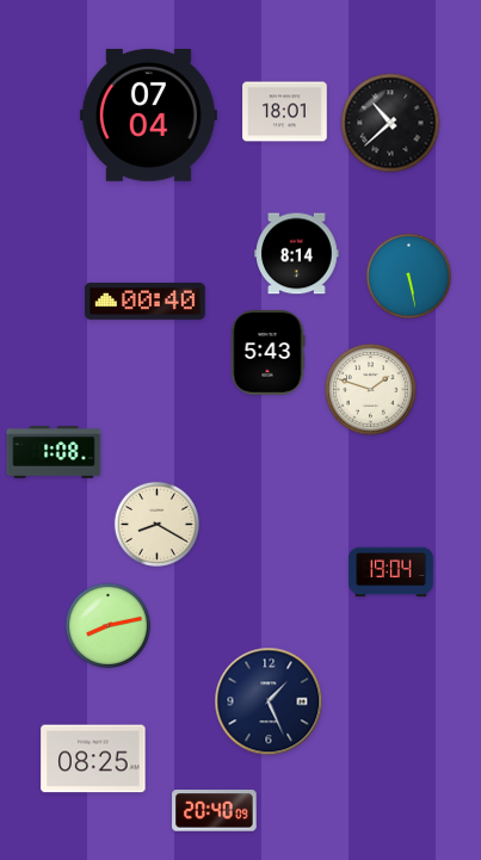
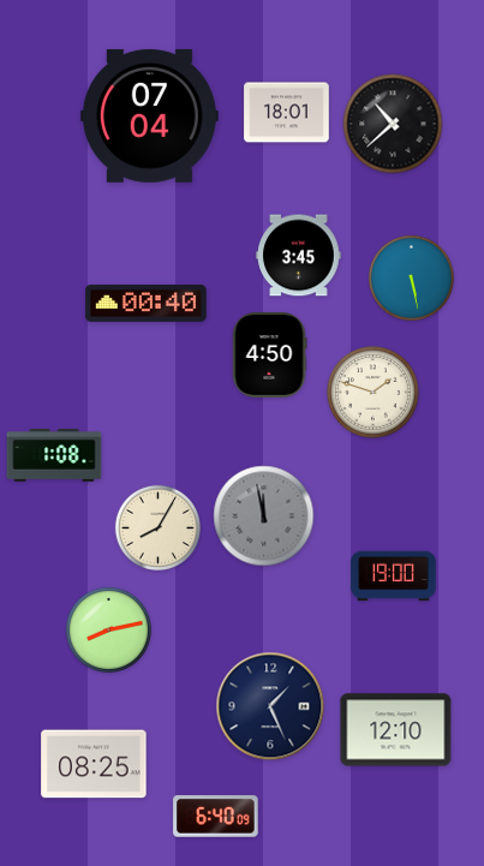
clock at (297, 254): 8:14 -> 3:45
clock at (267, 353): 5:43 -> 4:50
clock at (264, 516): none -> 11:58
clock at (156, 524): 8:20 -> 8:05
clock at (391, 573): 19:04 -> 19:00
clock at (396, 730): none -> 12:10
clock at (215, 811): 20:40 -> 6:40
